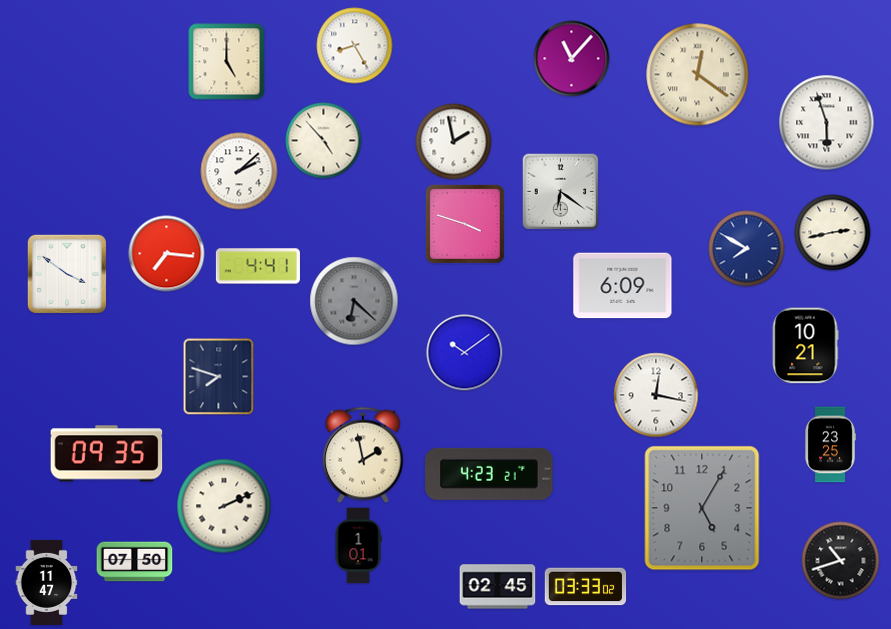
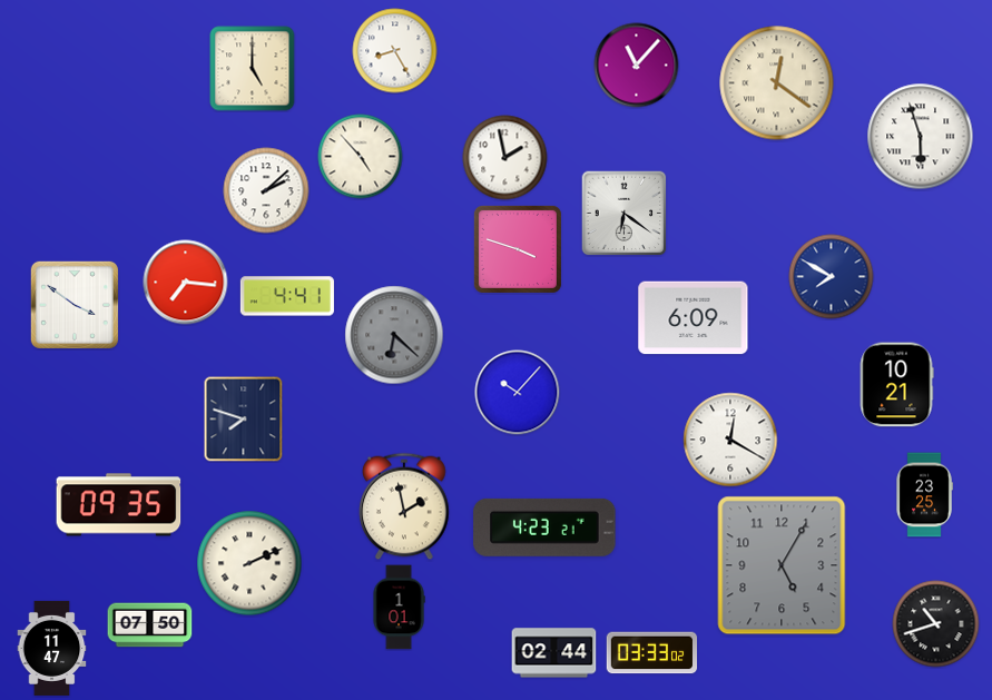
clock at (833, 233): 2:43 -> none
clock at (465, 353): 10:09 -> 10:07
clock at (656, 395): 12:17 -> 12:20
clock at (498, 587): 02:45 -> 02:44
